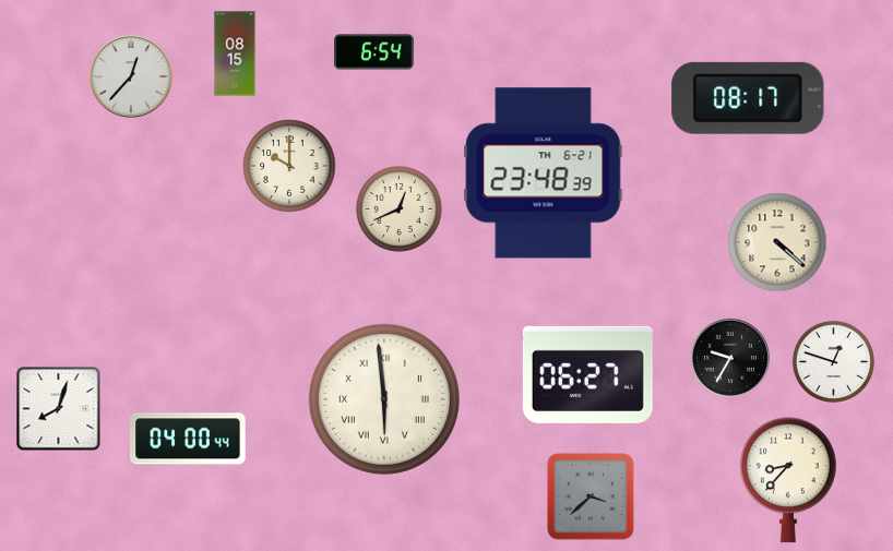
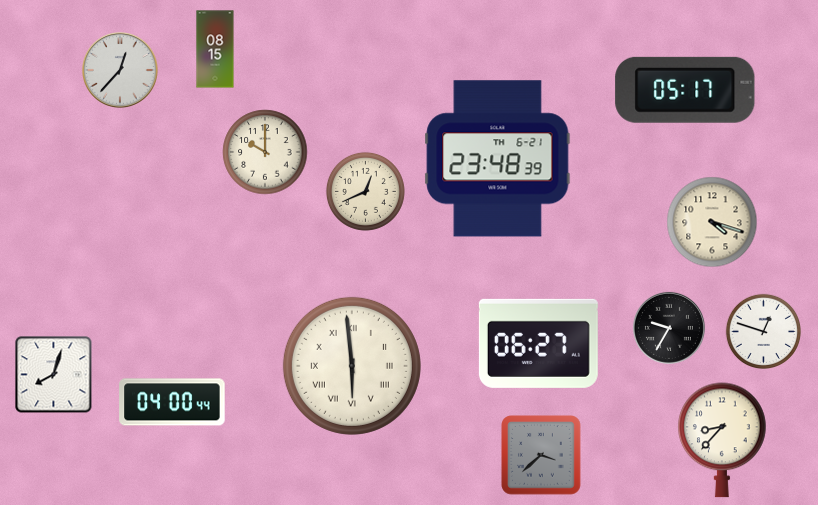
clock at (374, 52): 6:54 -> none
clock at (748, 98): 08:17 -> 05:17
clock at (777, 242): 4:22 -> 4:18
